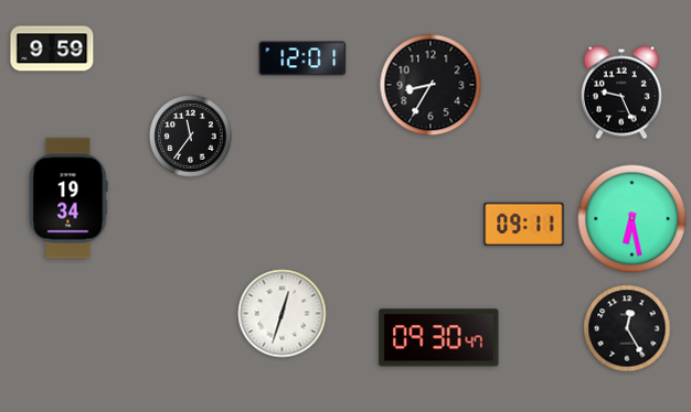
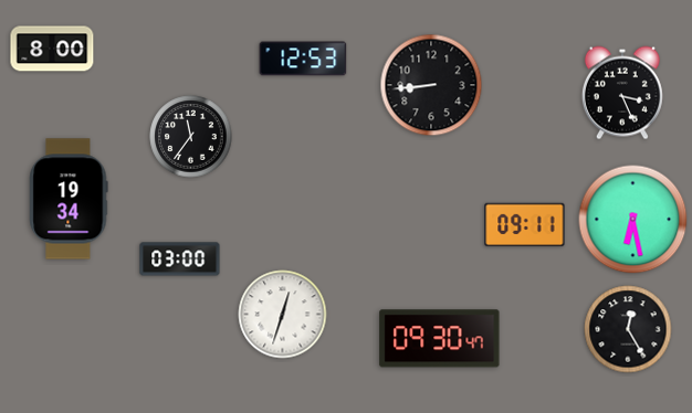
clock at (52, 48): 9:59 -> 8:00
clock at (302, 58): 12:01 -> 12:53
clock at (430, 85): 8:35 -> 8:44
clock at (621, 93): 9:26 -> 3:26
clock at (180, 260): none -> 03:00
